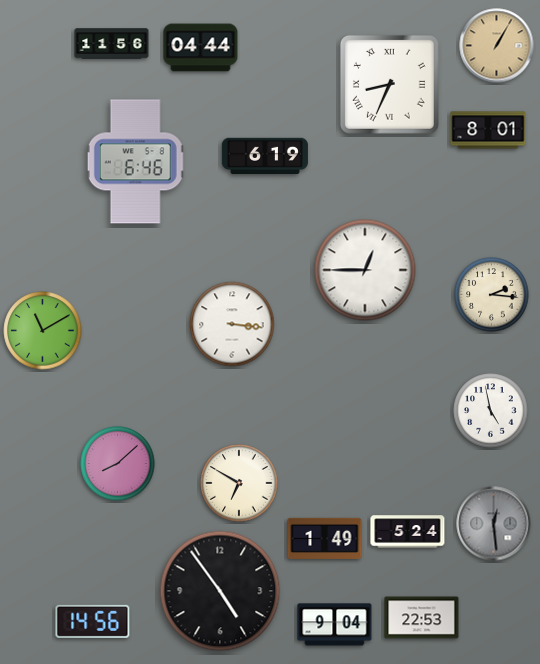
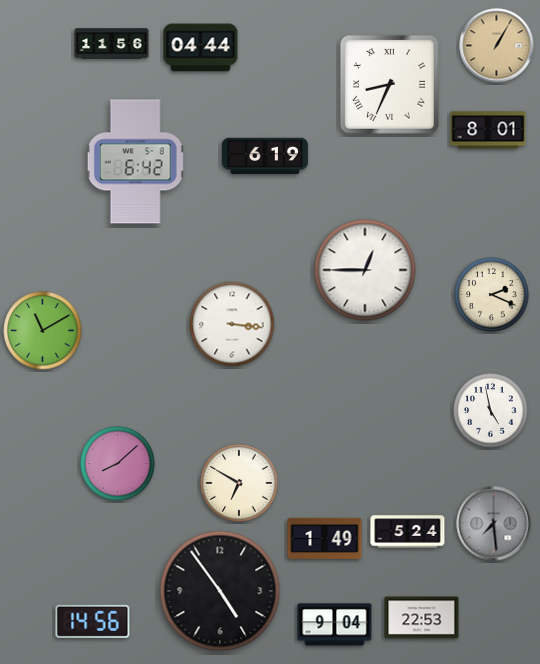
clock at (136, 162): 6:46 -> 6:42
clock at (492, 295): 2:16 -> 2:19
clock at (494, 524): 12:29 -> 7:29
